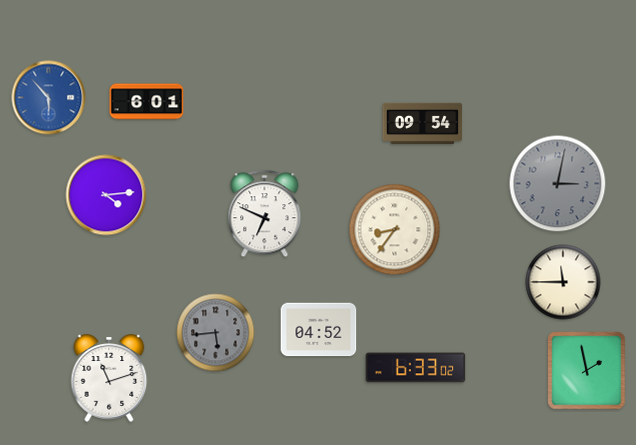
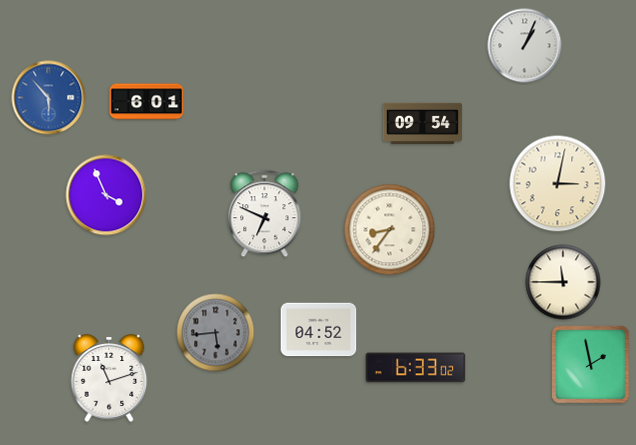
clock at (525, 46): none -> 1:04
clock at (558, 184) dial: grey -> cream
clock at (106, 195): 4:14 -> 3:56
clock at (395, 230) position: (395, 230) -> (390, 230)
clock at (587, 371) position: (587, 371) -> (591, 365)
